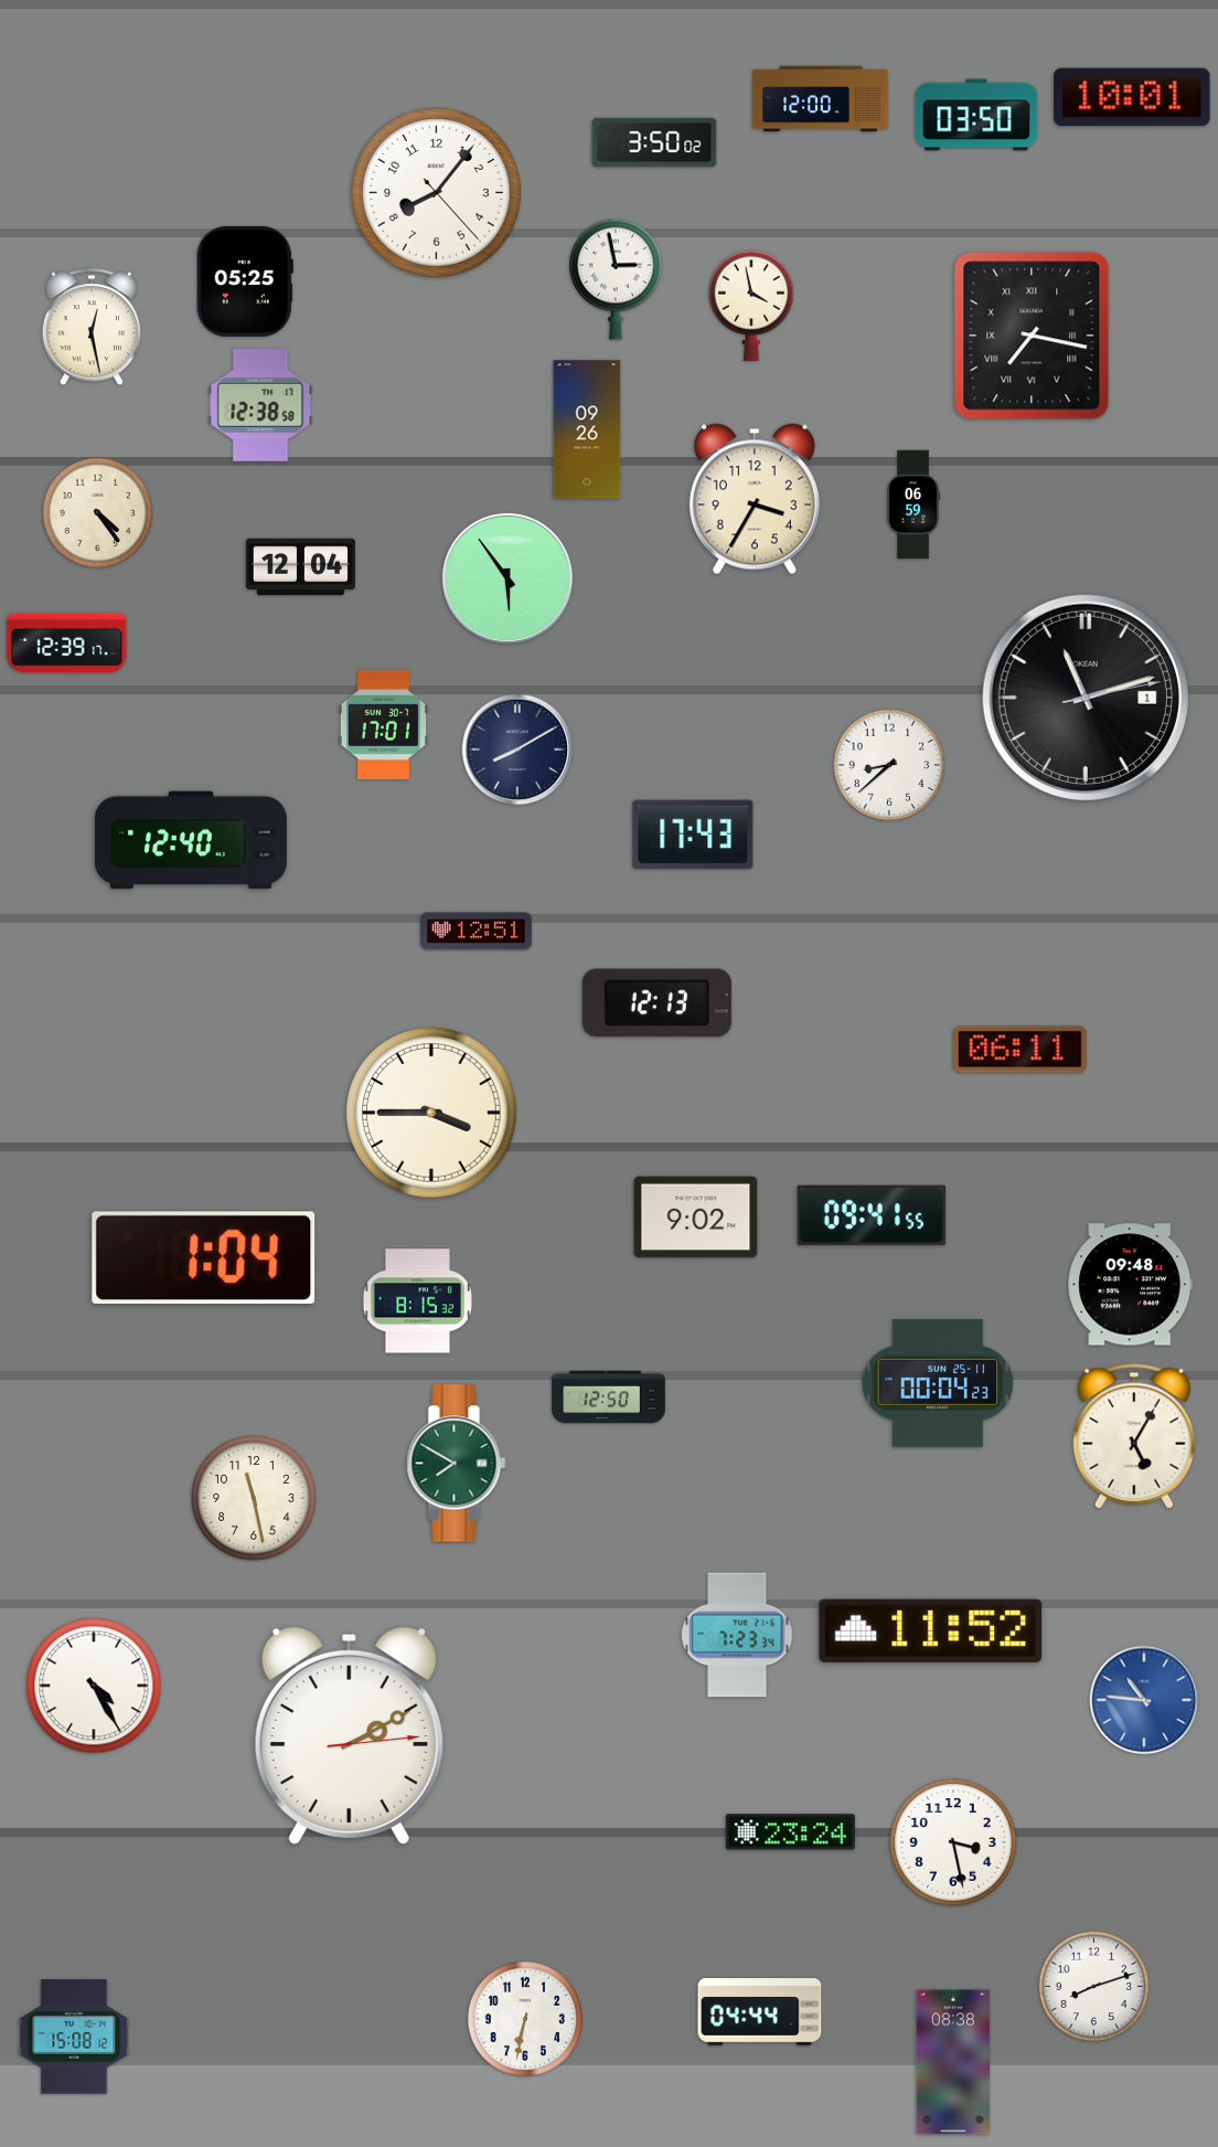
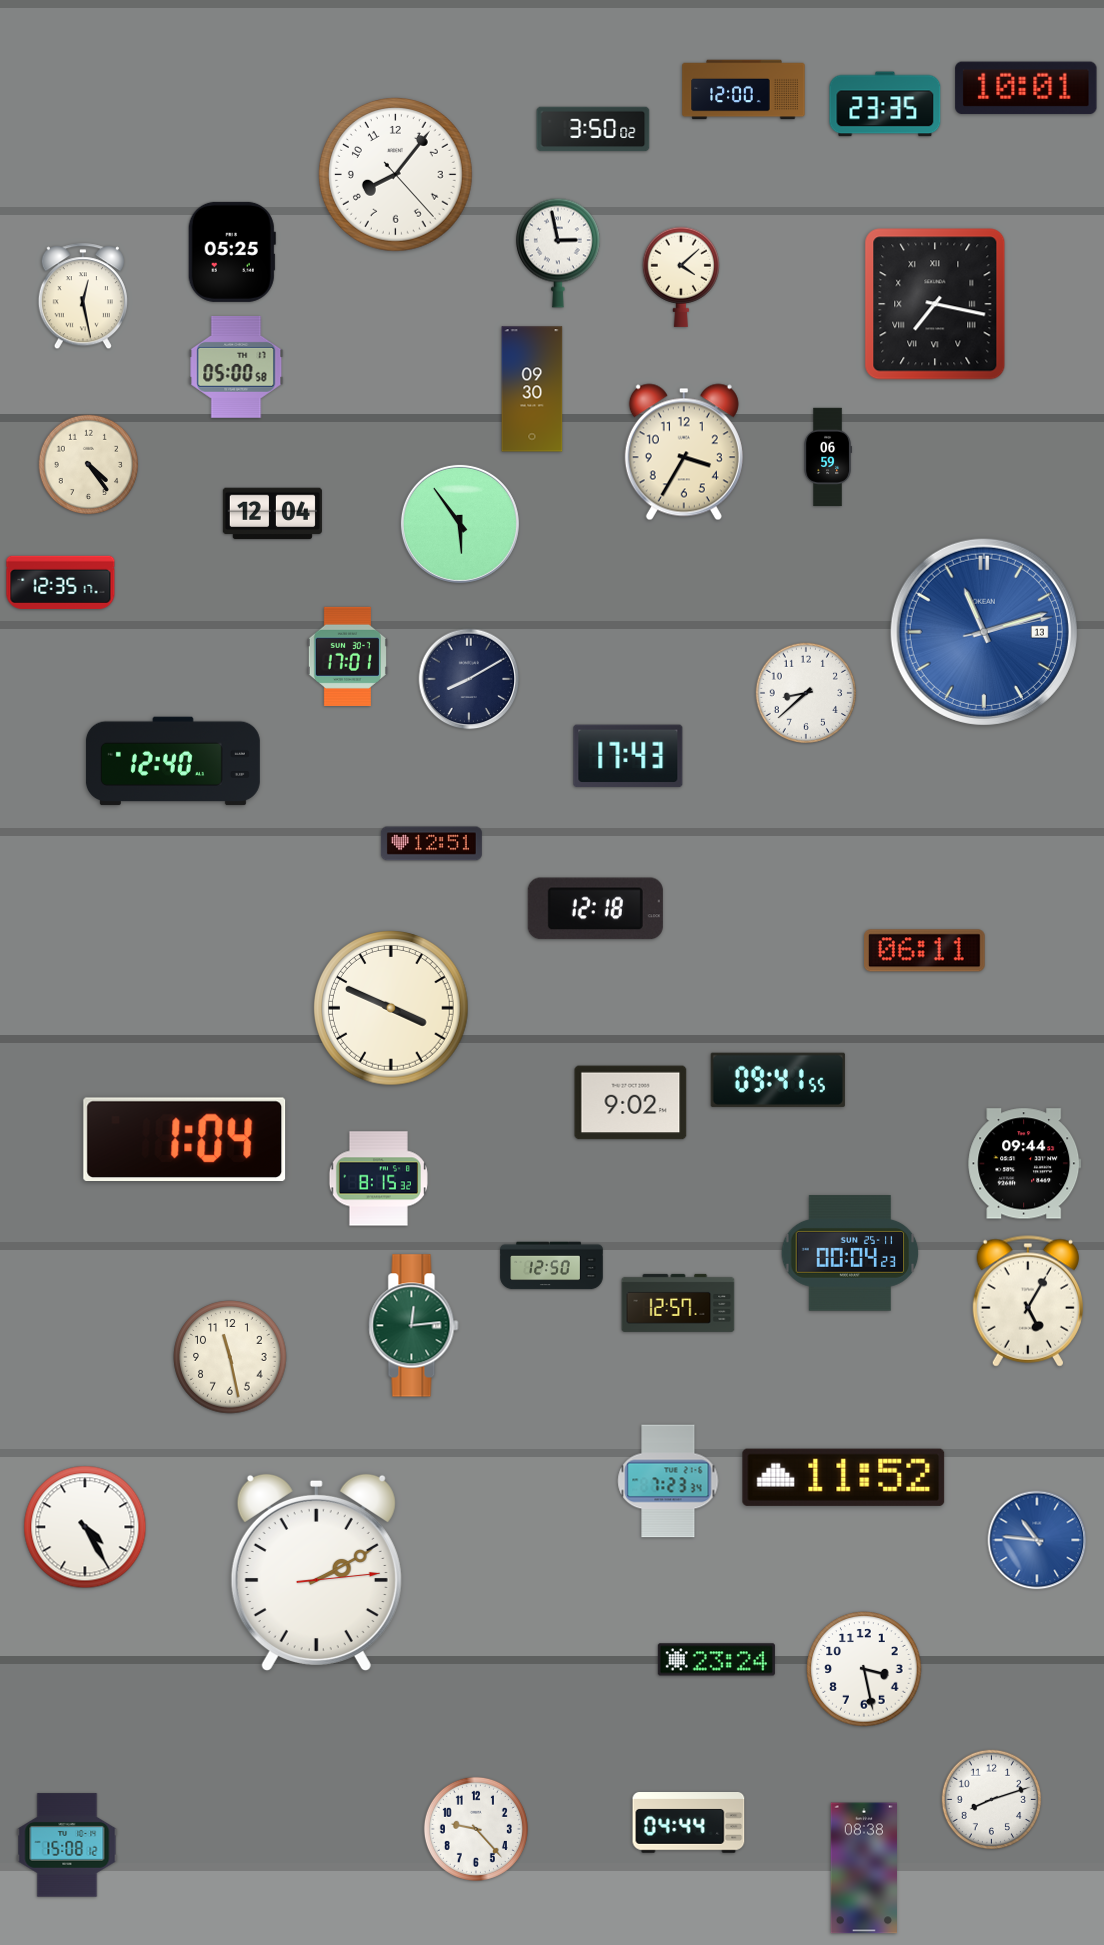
clock at (976, 115): 03:50 -> 23:35
clock at (245, 281) position: (245, 281) -> (232, 252)
clock at (751, 306): 3:58 -> 4:08
clock at (260, 405): 12:38 -> 05:00
clock at (587, 429): 09:26 -> 09:30
clock at (67, 642): 12:39 -> 12:35
clock at (1086, 698) date: 1 -> 13
clock at (1086, 698) dial: black -> blue
clock at (656, 1003): 12:13 -> 12:18
clock at (432, 1114): 3:45 -> 3:49
clock at (872, 1215) position: (872, 1215) -> (778, 1080)
clock at (1131, 1285): 09:48 -> 09:44
clock at (678, 1303): none -> 12:57
clock at (457, 1464): 7:50 -> 12:14
clock at (525, 2019): 6:32 -> 9:23
